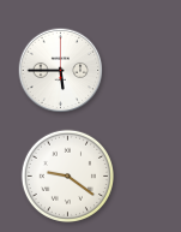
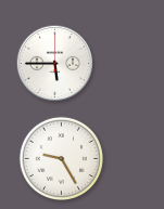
clock at (67, 176): 9:21 -> 9:25
